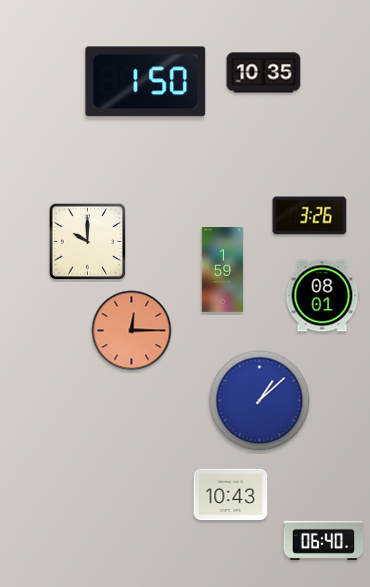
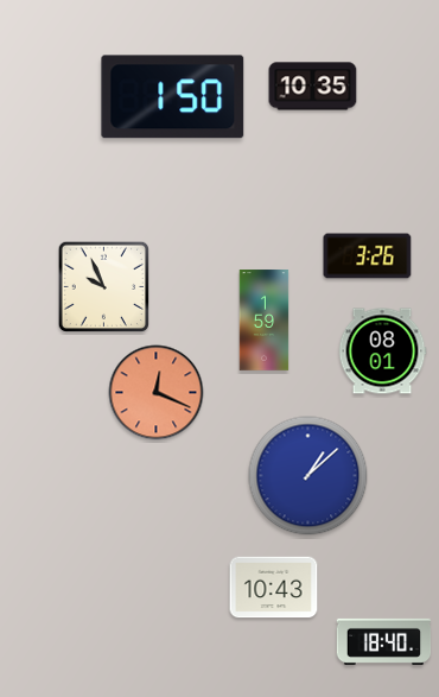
clock at (87, 241): 10:00 -> 9:56
clock at (132, 331): 12:15 -> 12:19
clock at (324, 540): 06:40 -> 18:40
